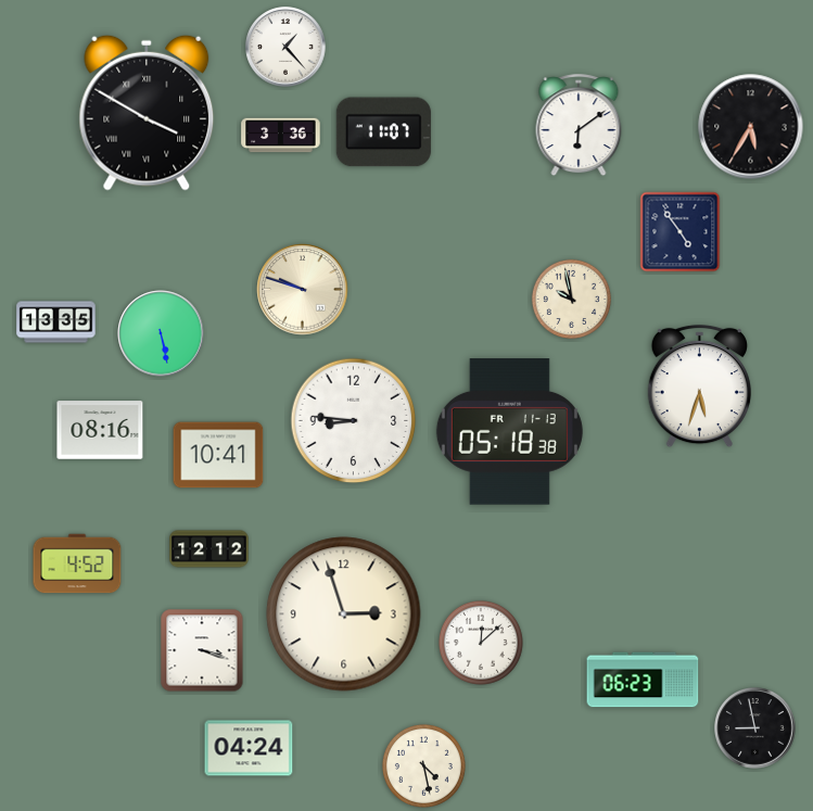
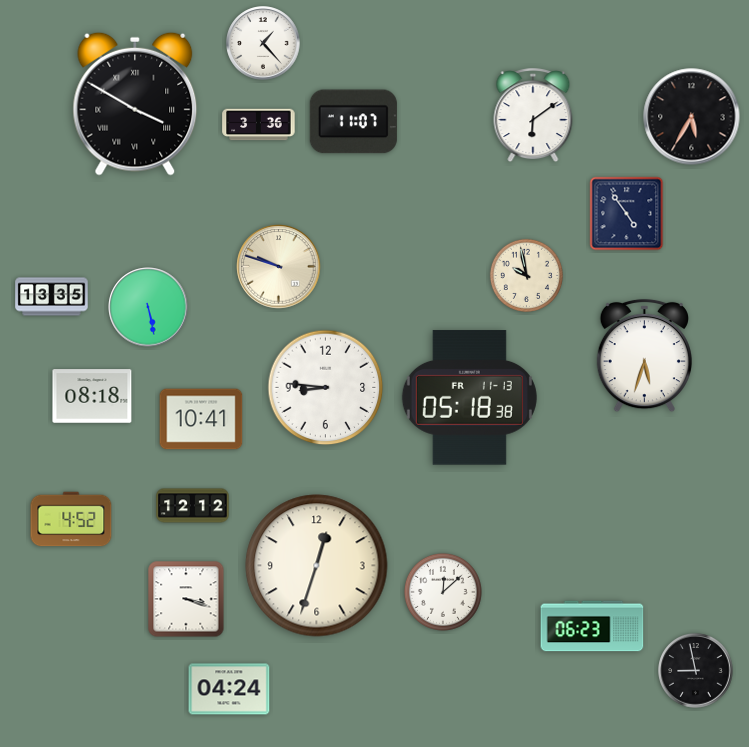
clock at (100, 430): 08:16 -> 08:18
clock at (344, 614): 2:57 -> 12:33
clock at (423, 765): 4:28 -> none
